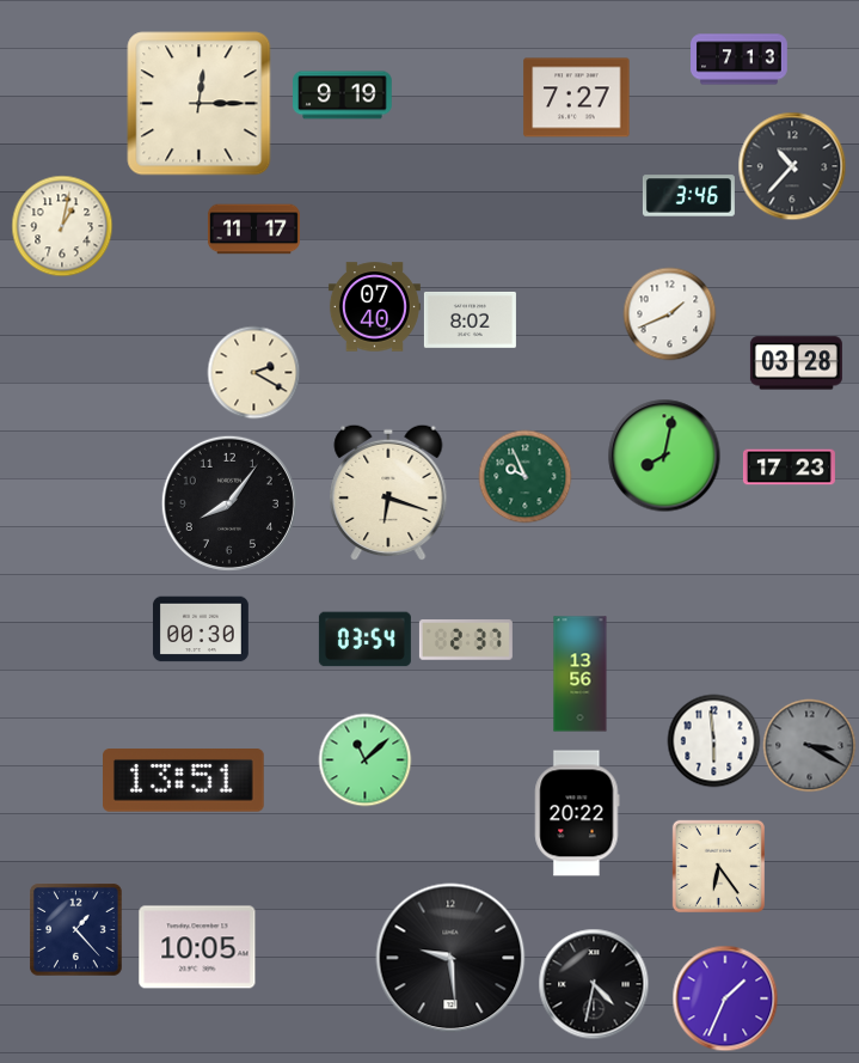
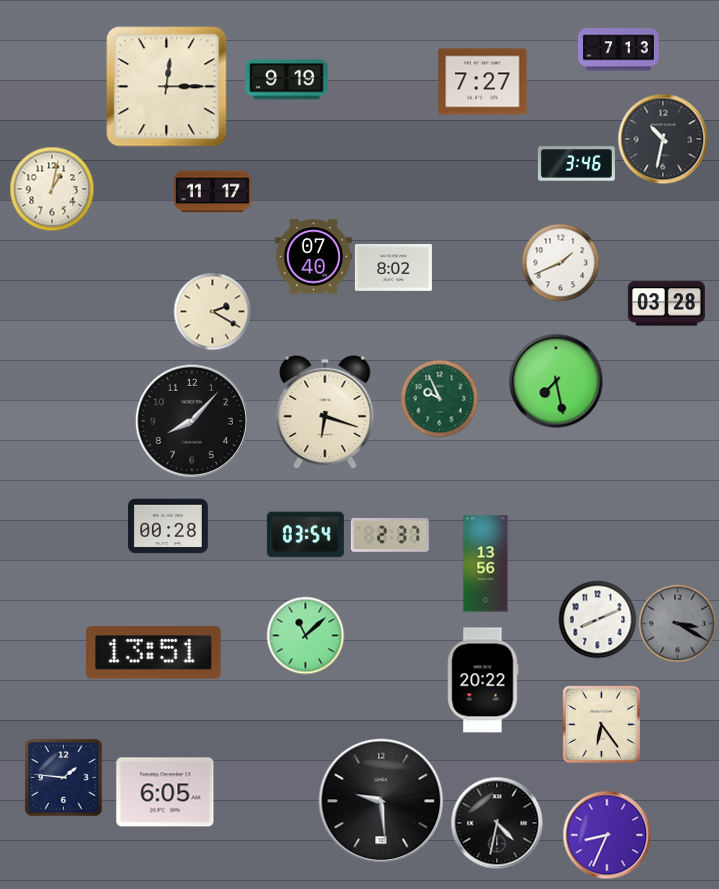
clock at (792, 166): 10:37 -> 10:32
clock at (664, 456): 8:02 -> 7:28
clock at (789, 468): 17:23 -> none
clock at (229, 503): 8:06 -> 8:07
clock at (201, 629): 00:30 -> 00:28
clock at (713, 740): 5:59 -> 8:11
clock at (75, 929): 1:23 -> 1:46
clock at (197, 947): 10:05 -> 6:05
clock at (450, 958) position: (450, 958) -> (381, 801)
clock at (725, 998): 1:34 -> 8:34
